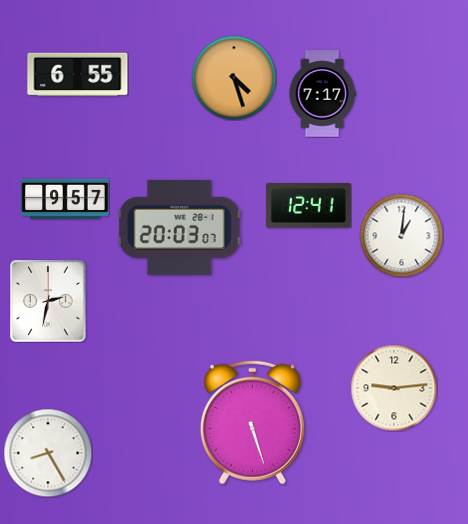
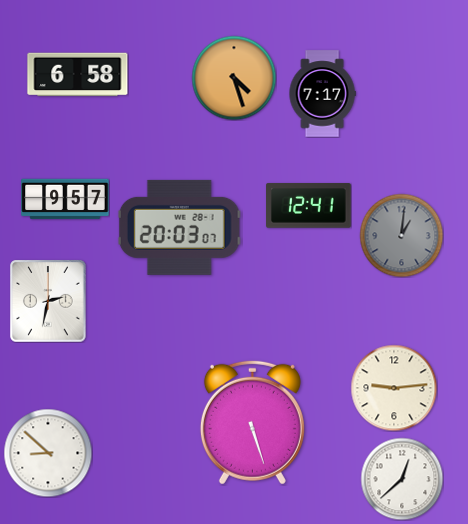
clock at (78, 75): 6:55 -> 6:58
clock at (401, 235) dial: white -> grey
clock at (48, 453): 8:25 -> 8:52
clock at (402, 479): none -> 12:38
